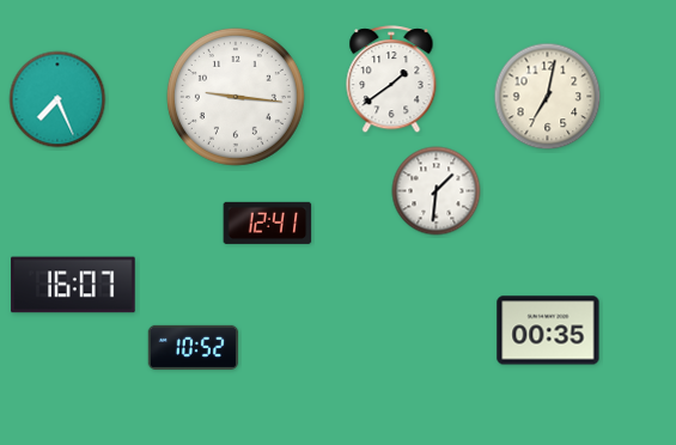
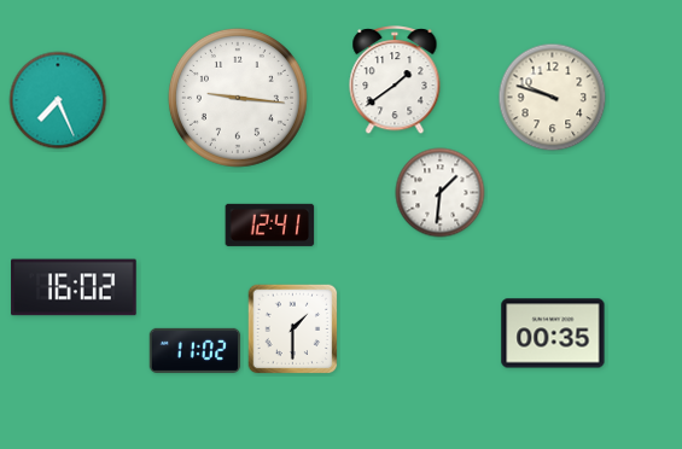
clock at (548, 97): 7:02 -> 9:48
clock at (73, 285): 16:07 -> 16:02
clock at (293, 330): none -> 1:30
clock at (194, 347): 10:52 -> 11:02
